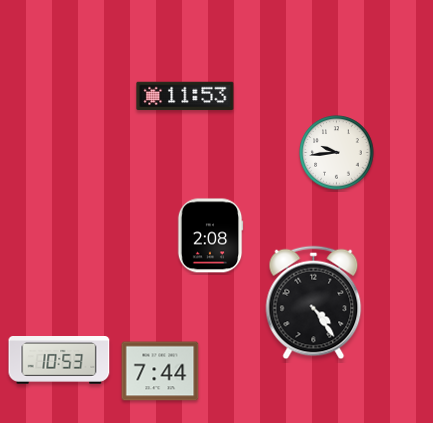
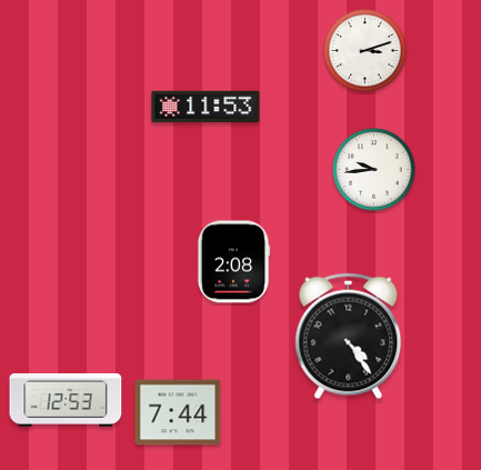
clock at (365, 51): none -> 3:12
clock at (59, 360): 10:53 -> 12:53
